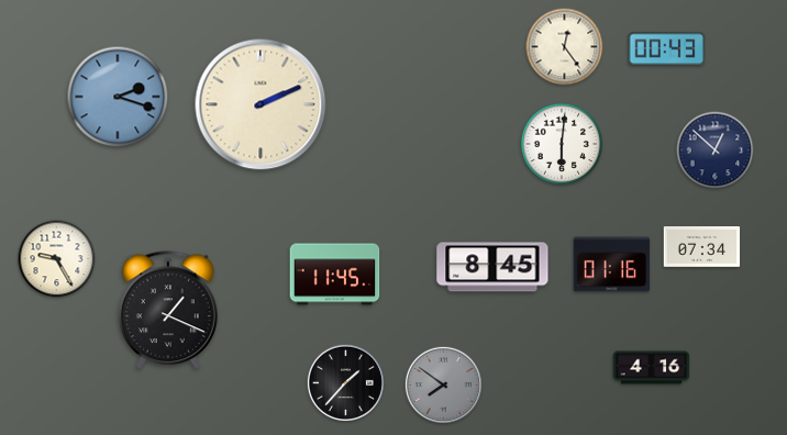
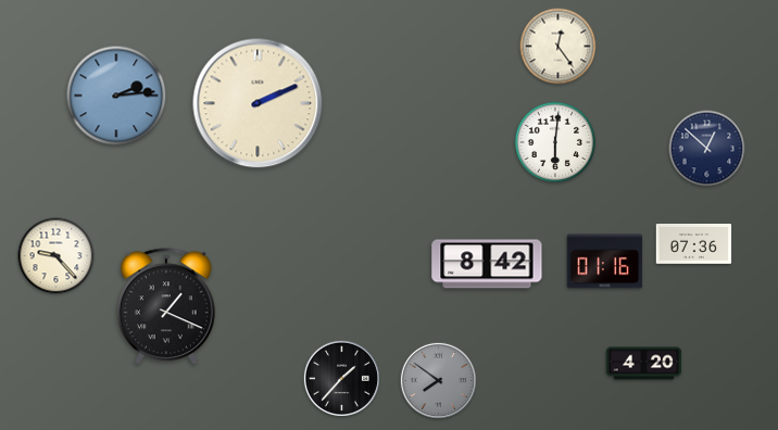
clock at (666, 49): 00:43 -> none
clock at (118, 97): 2:18 -> 2:14
clock at (702, 247): 07:34 -> 07:36
clock at (57, 259): 9:25 -> 9:23
clock at (492, 267): 8:45 -> 8:42
clock at (335, 275): 11:45 -> none
clock at (652, 368): 4:16 -> 4:20
